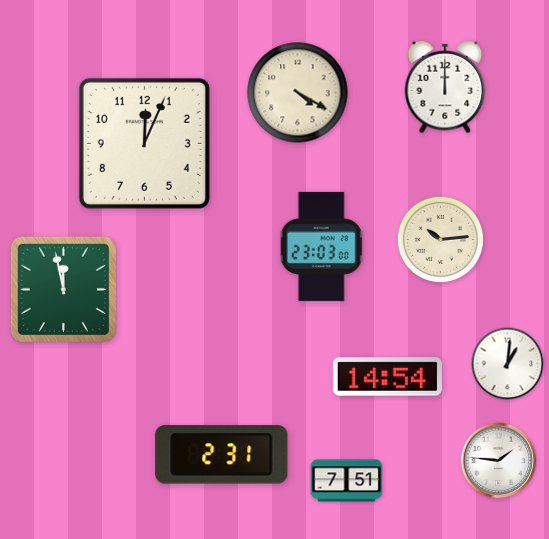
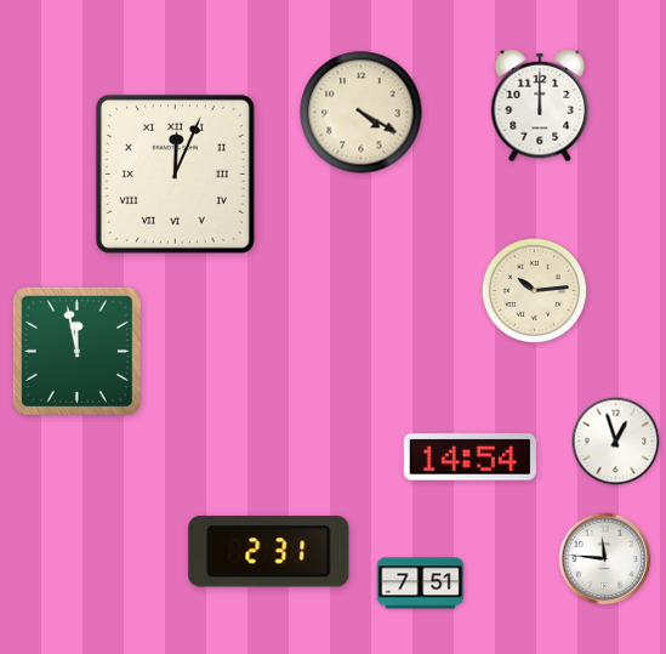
clock at (144, 143) numerals: Arabic -> Roman
clock at (322, 246): 23:03 -> none
clock at (508, 364): 1:01 -> 12:57
clock at (499, 461): 1:46 -> 11:46
